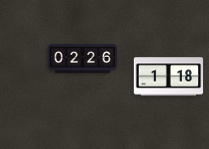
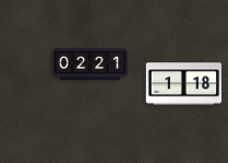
clock at (83, 59): 02:26 -> 02:21
